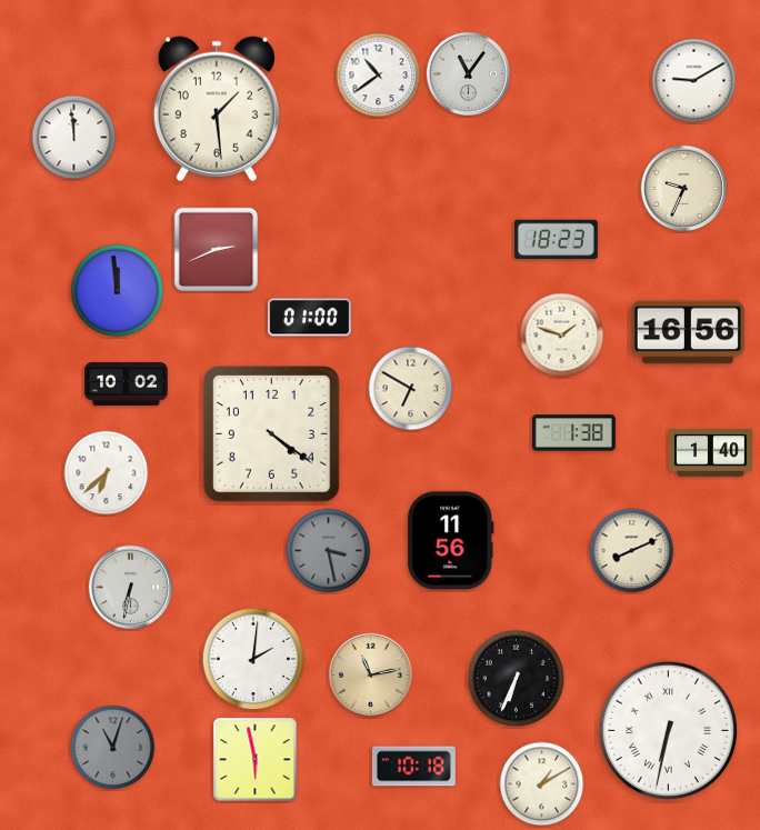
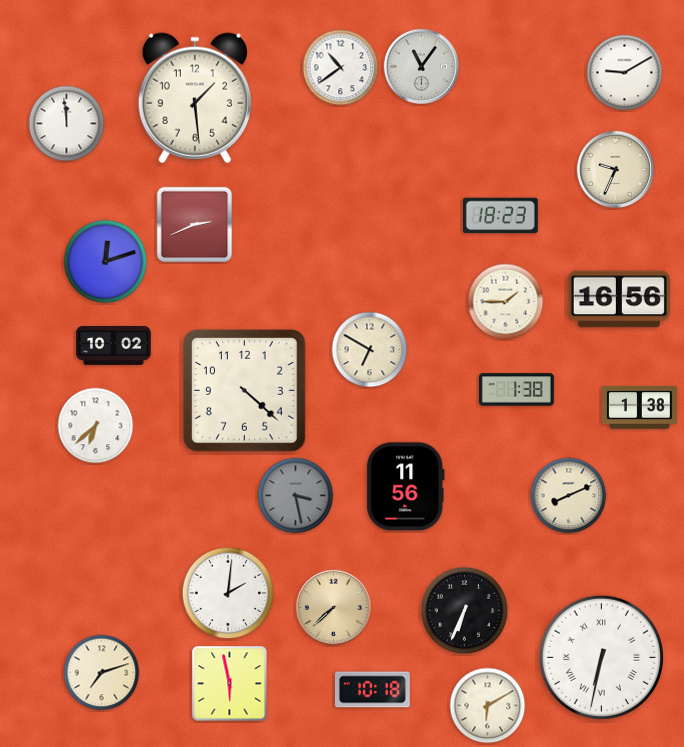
clock at (118, 291): 11:59 -> 12:12
clock at (309, 318): 01:00 -> none
clock at (562, 336): 1:48 -> 1:45
clock at (272, 434): 4:21 -> 4:22
clock at (710, 453): 1:40 -> 1:38
clock at (131, 588): 6:32 -> none
clock at (371, 676): 11:13 -> 7:38
clock at (113, 748): 11:03 -> 7:12
clock at (113, 748) dial: grey -> cream
clock at (542, 784): 1:10 -> 6:10
